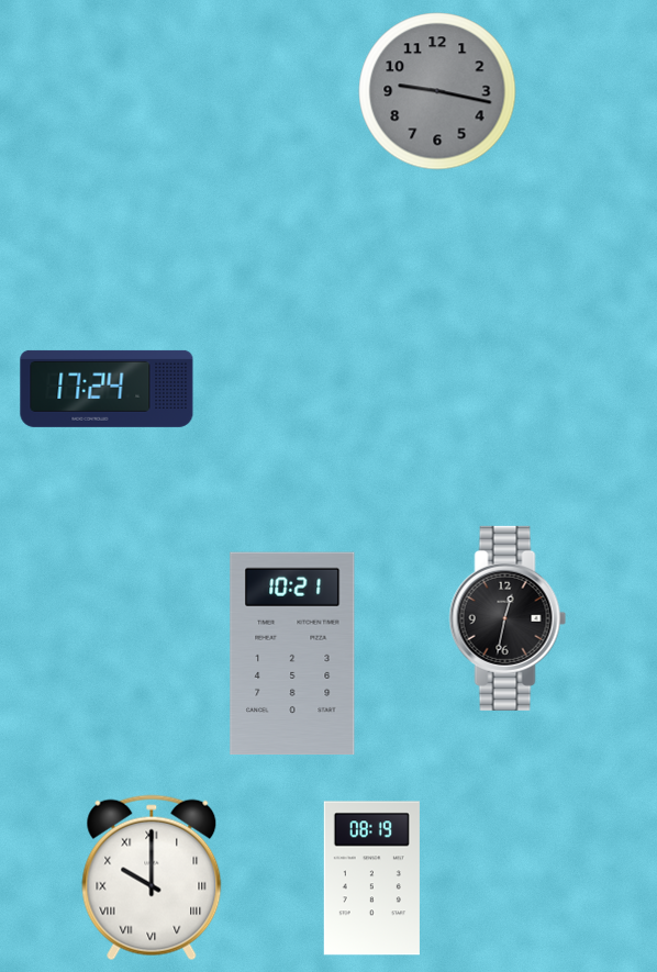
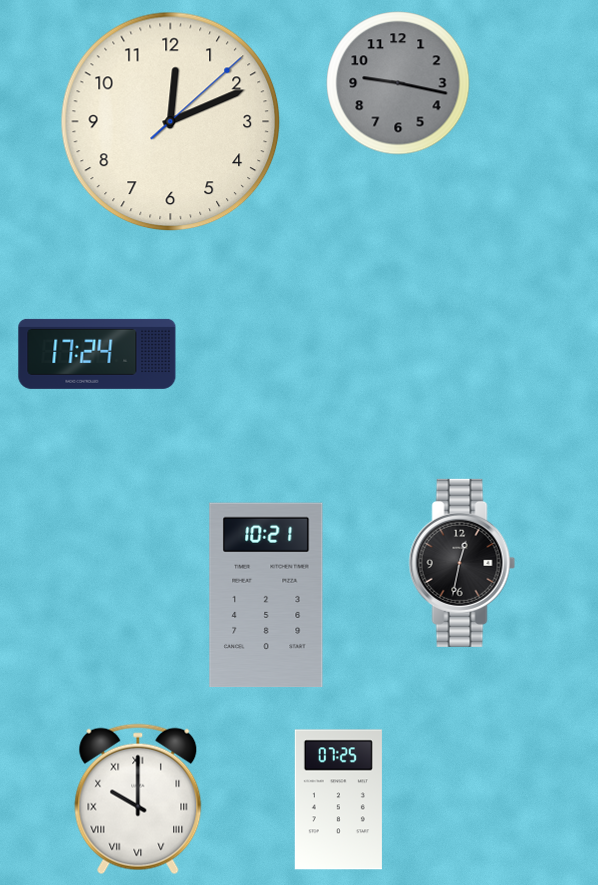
clock at (171, 122): none -> 12:11
clock at (371, 879): 08:19 -> 07:25
